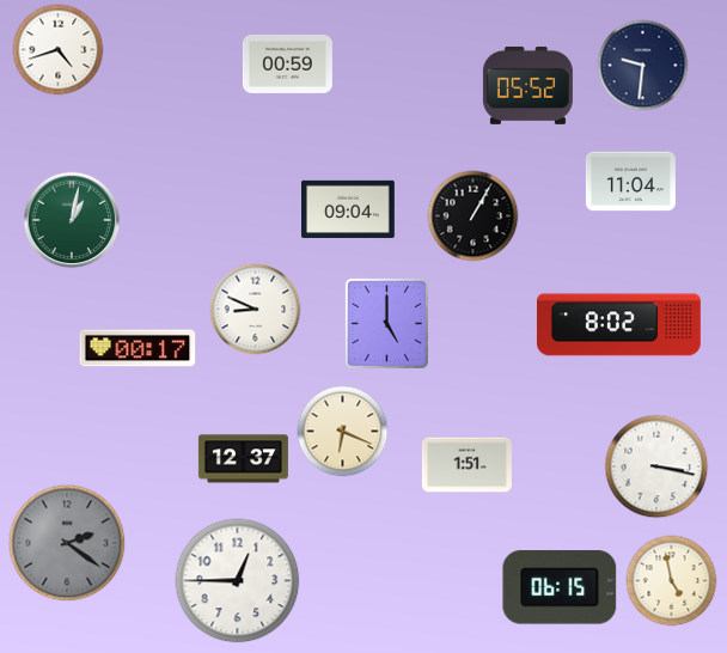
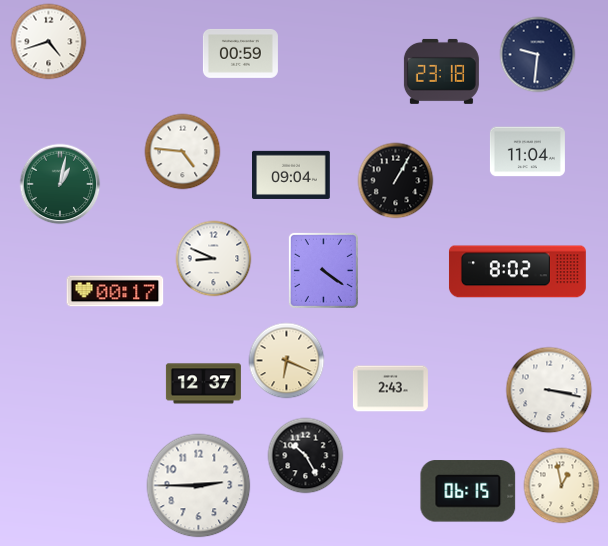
clock at (527, 85): 05:52 -> 23:18
clock at (183, 152): none -> 4:46
clock at (386, 323): 5:00 -> 4:21
clock at (466, 465): 1:51 -> 2:43
clock at (67, 543): 2:21 -> none
clock at (306, 456): none -> 10:25
clock at (238, 581): 12:45 -> 2:45
clock at (672, 581): 4:58 -> 12:58
